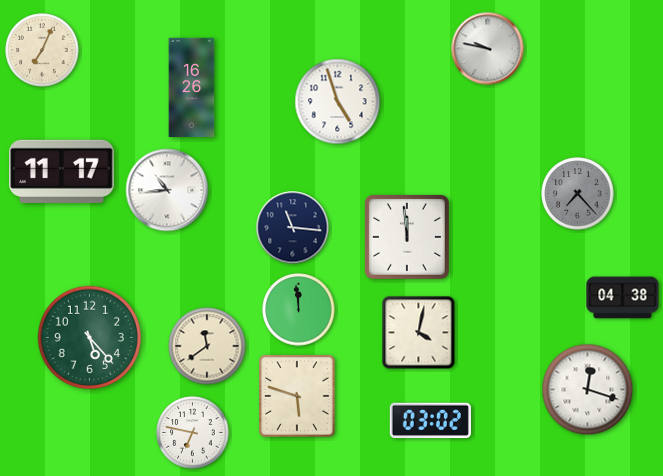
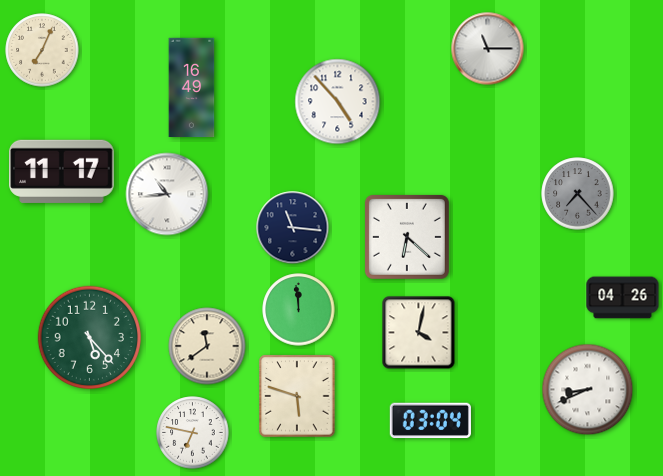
clock at (488, 49): 9:47 -> 11:15
clock at (192, 88): 16:26 -> 16:49
clock at (338, 102): 4:57 -> 4:53
clock at (167, 190) position: (167, 190) -> (167, 194)
clock at (407, 237): 11:59 -> 6:22
clock at (623, 298): 04:38 -> 04:26
clock at (588, 390): 12:18 -> 8:41
clock at (430, 421): 03:02 -> 03:04
